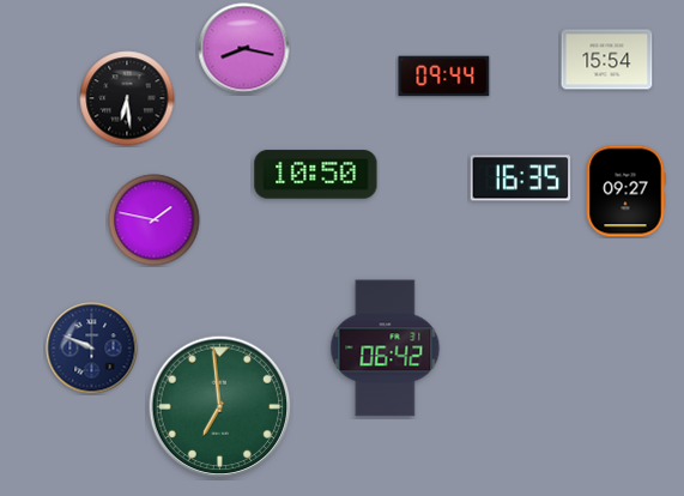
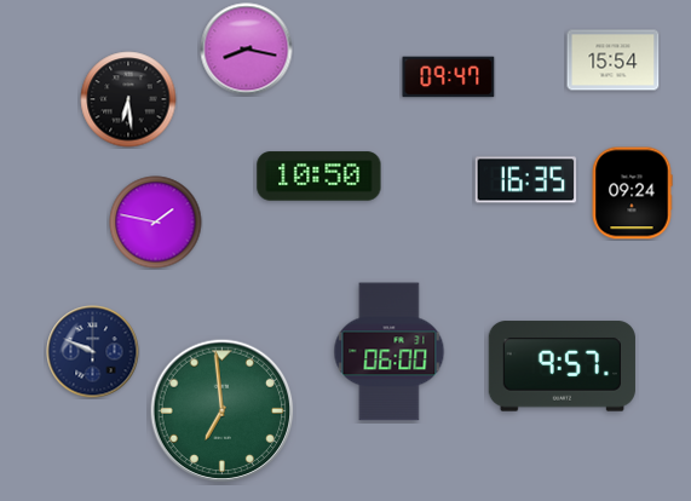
clock at (444, 77): 09:44 -> 09:47
clock at (625, 192): 09:27 -> 09:24
clock at (386, 349): 06:42 -> 06:00
clock at (562, 367): none -> 9:57
